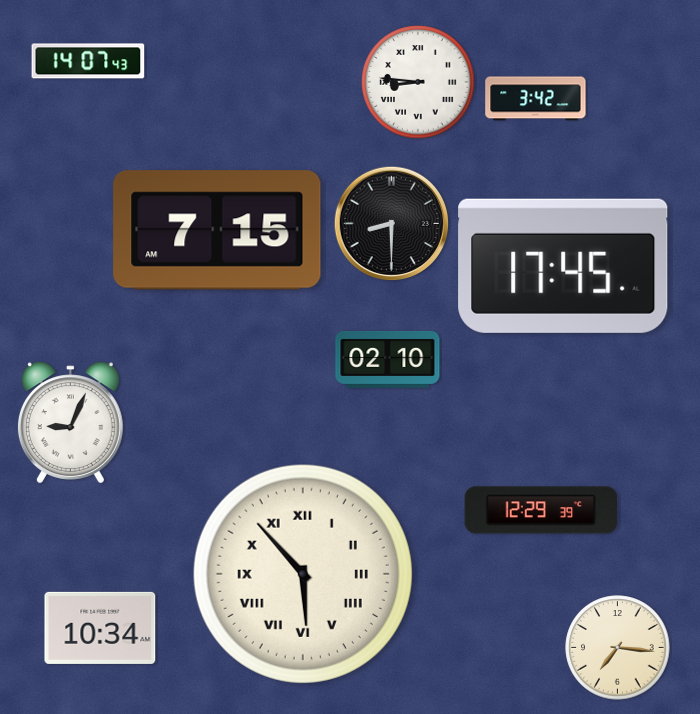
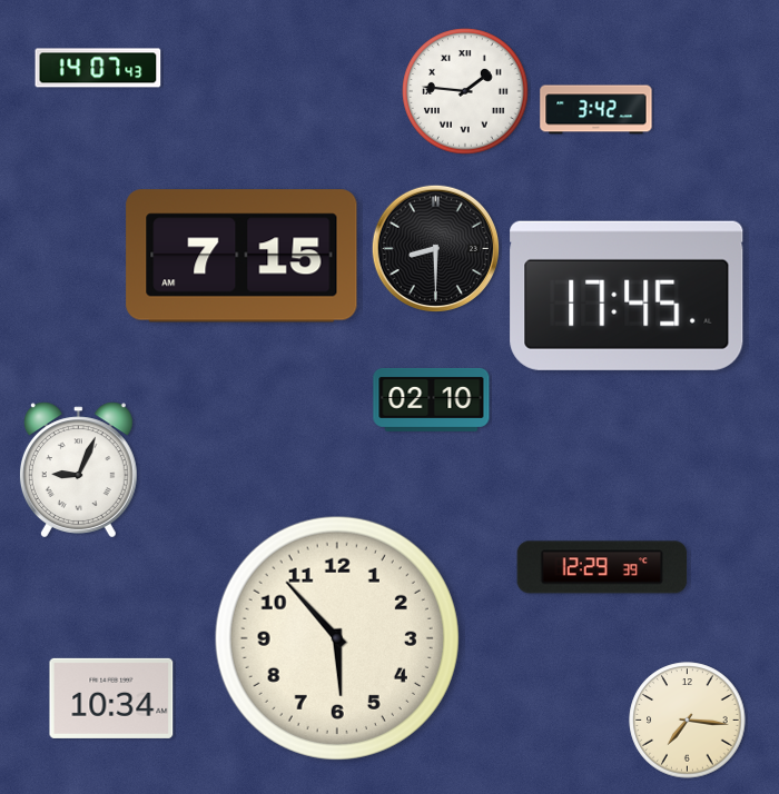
clock at (418, 82): 8:46 -> 1:46
clock at (303, 574) numerals: Roman -> Arabic
